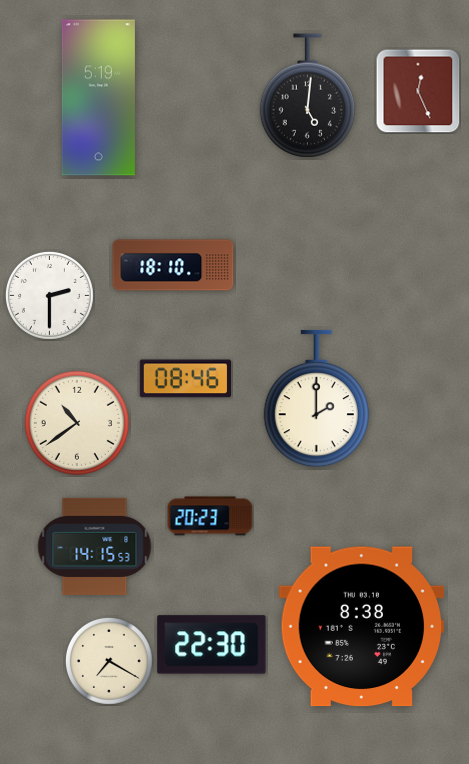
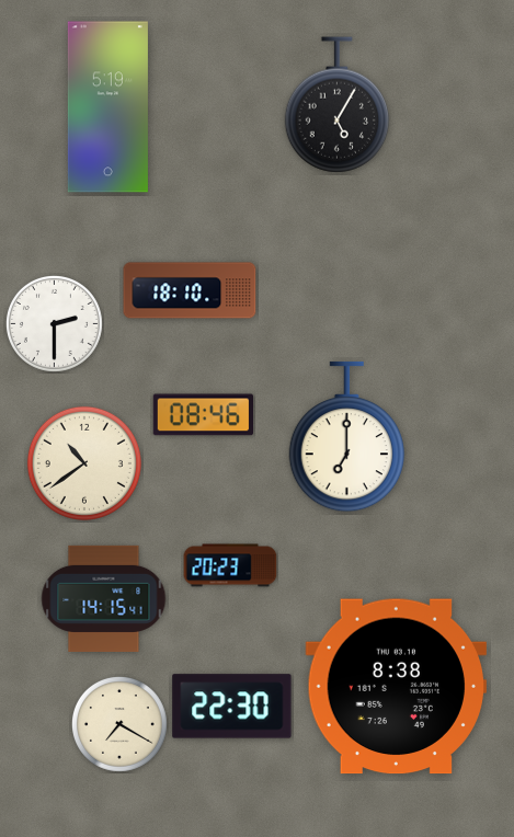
clock at (418, 91): 12:26 -> none
clock at (307, 96): 5:01 -> 5:05
clock at (316, 399): 2:00 -> 7:00
clock at (95, 546): 14:15:53 -> 14:15:41
